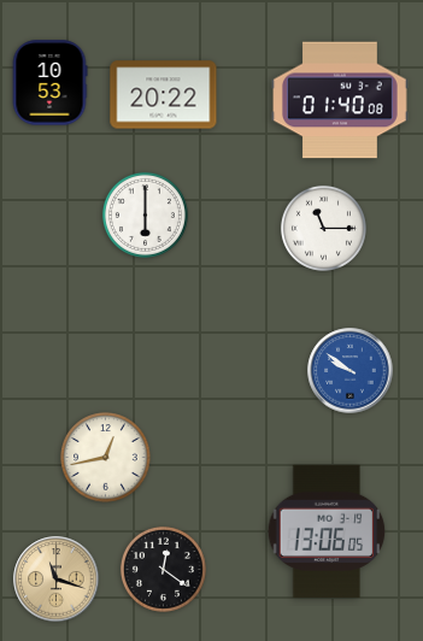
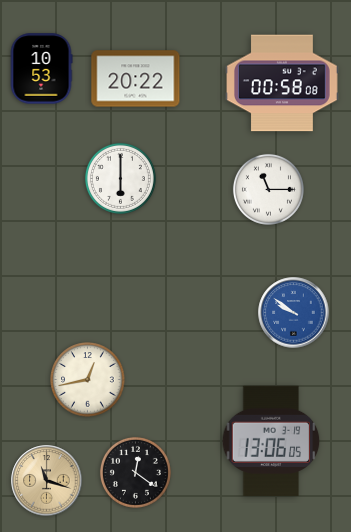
clock at (341, 100): 01:40 -> 00:58
clock at (351, 371) position: (351, 371) -> (294, 313)
